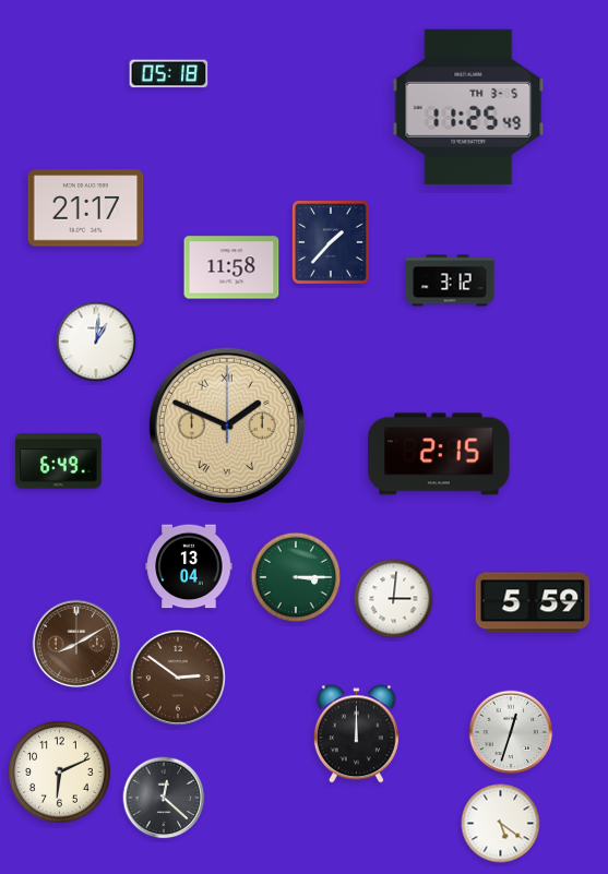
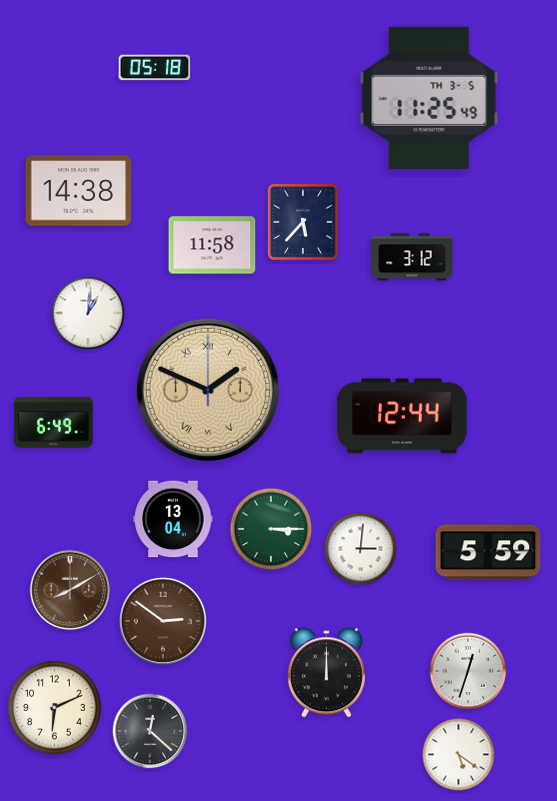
clock at (86, 208): 21:17 -> 14:38
clock at (331, 242): 1:37 -> 5:37
clock at (439, 454): 2:15 -> 12:44
